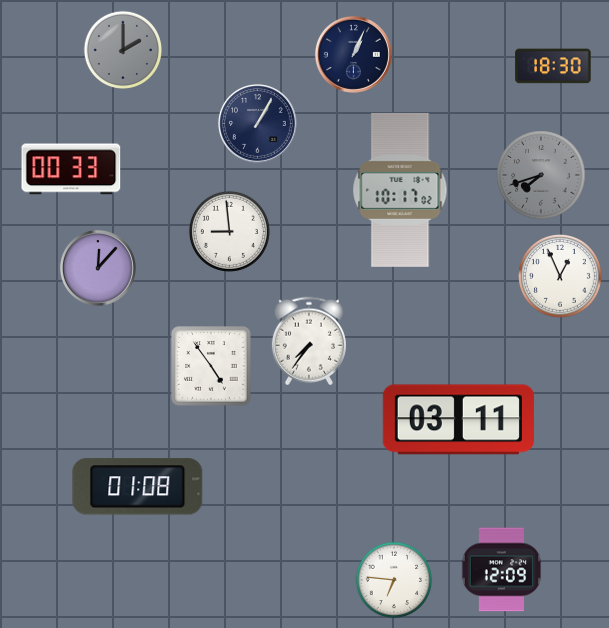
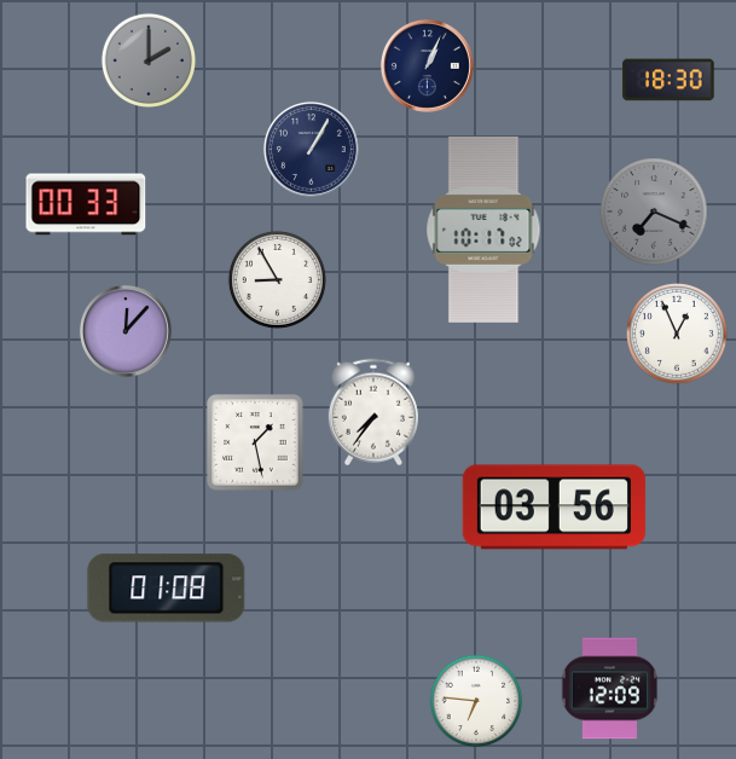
clock at (541, 175): 7:42 -> 7:19
clock at (229, 231): 8:59 -> 8:55
clock at (98, 268) position: (98, 268) -> (126, 331)
clock at (211, 366): 4:54 -> 1:28
clock at (458, 420): 03:11 -> 03:56
clock at (502, 570) position: (502, 570) -> (610, 689)
